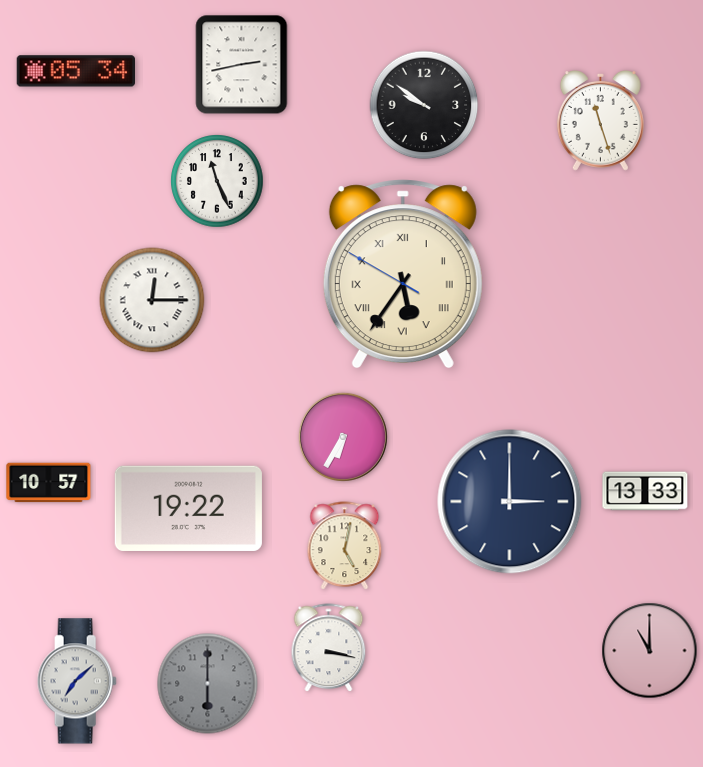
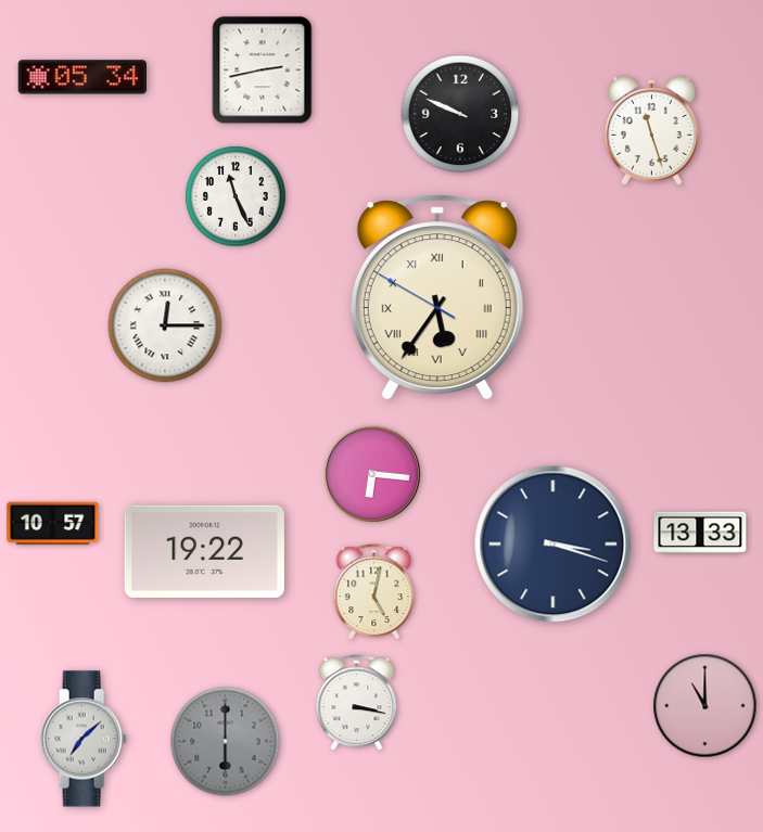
clock at (424, 105): 9:51 -> 9:49
clock at (343, 437): 6:35 -> 6:16
clock at (510, 502): 3:00 -> 3:18
